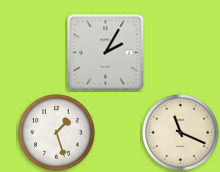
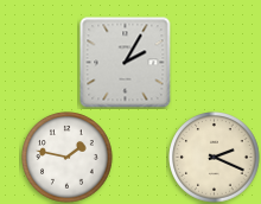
clock at (57, 133): 1:27 -> 1:47
clock at (181, 133): 11:19 -> 2:19
